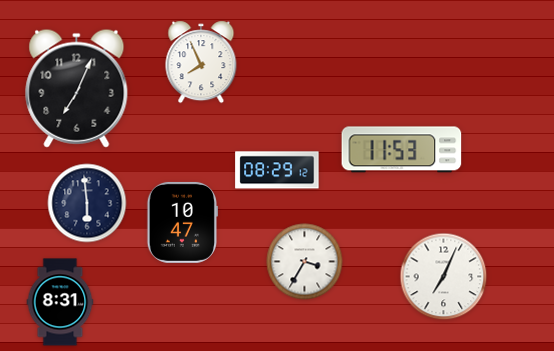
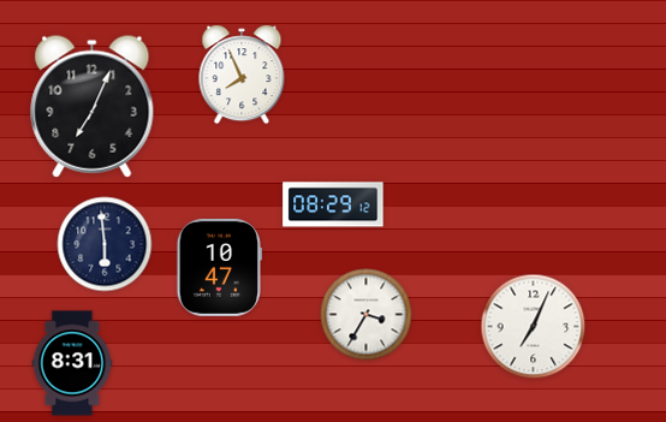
clock at (402, 150): 11:53 -> none
clock at (444, 277) position: (444, 277) -> (534, 327)
